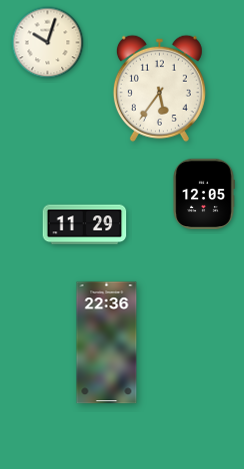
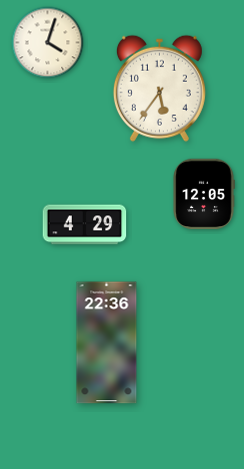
clock at (48, 43): 10:03 -> 4:03
clock at (85, 225): 11:29 -> 4:29
